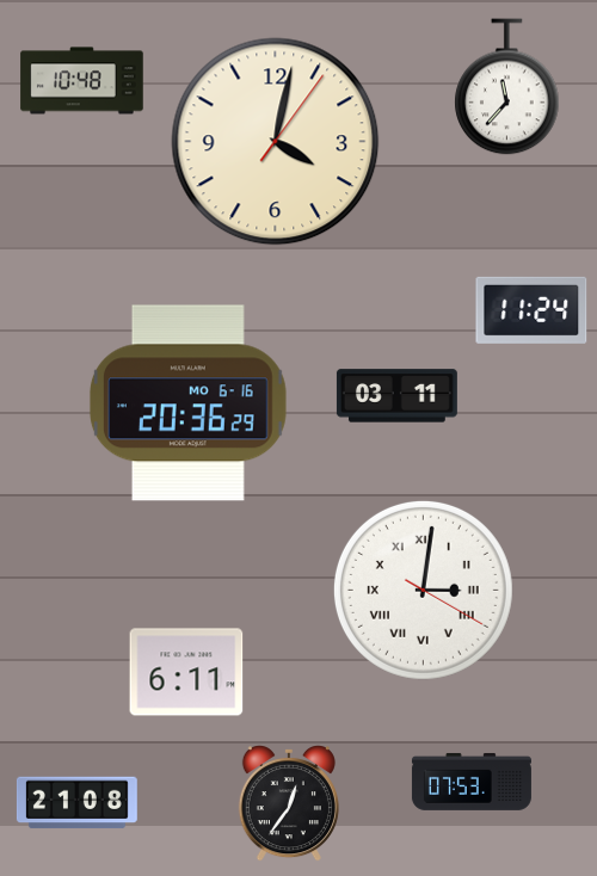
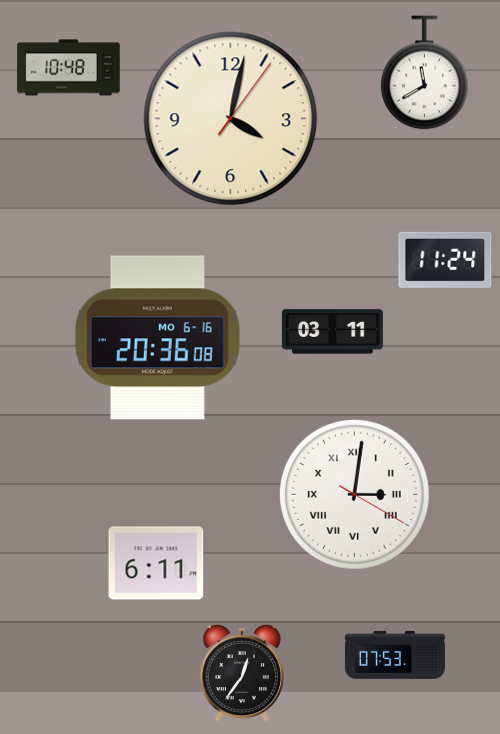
clock at (507, 87): 11:37 -> 11:40
clock at (187, 403): 20:36:29 -> 20:36:08
clock at (76, 803): 21:08 -> none
